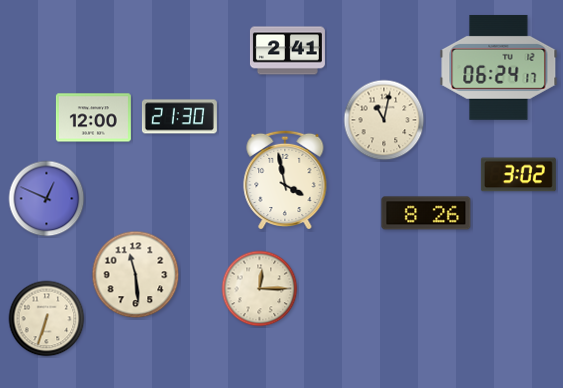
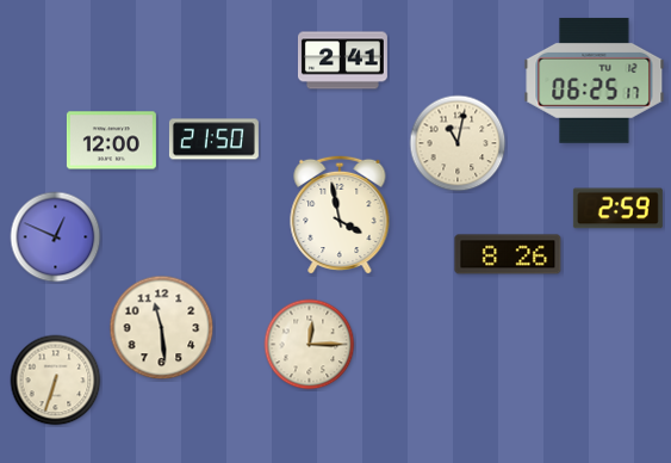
clock at (499, 68): 06:24 -> 06:25
clock at (179, 117): 21:30 -> 21:50
clock at (518, 175): 3:02 -> 2:59
